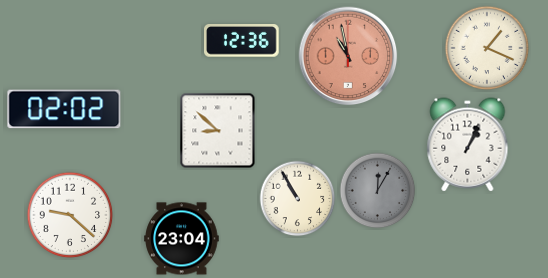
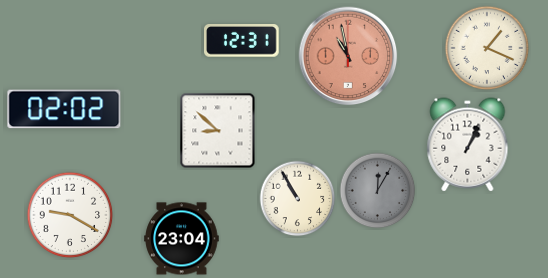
clock at (242, 41): 12:36 -> 12:31
clock at (70, 215): 9:22 -> 9:20
